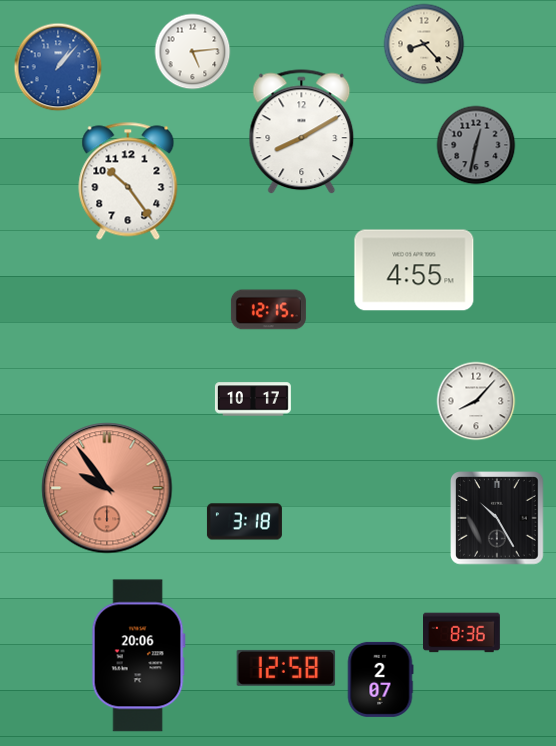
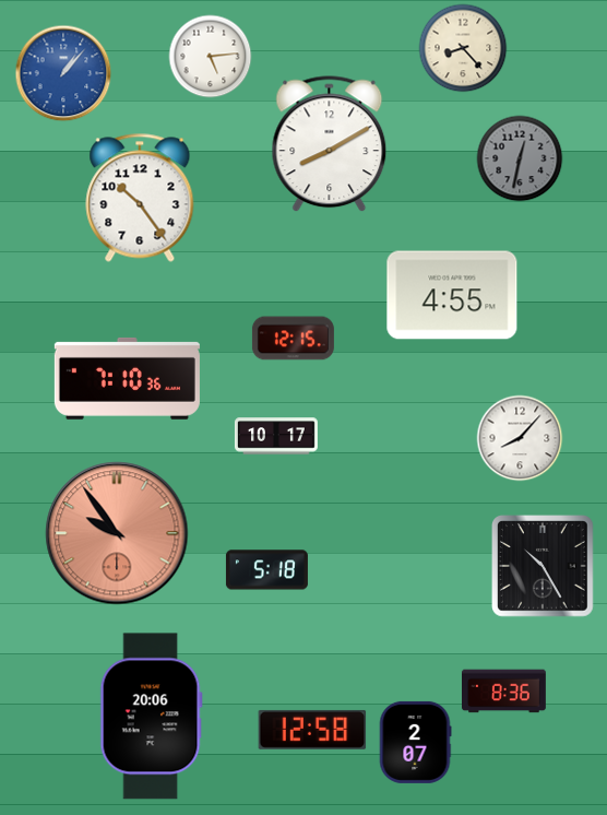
clock at (127, 378): none -> 7:10
clock at (244, 522): 3:18 -> 5:18
